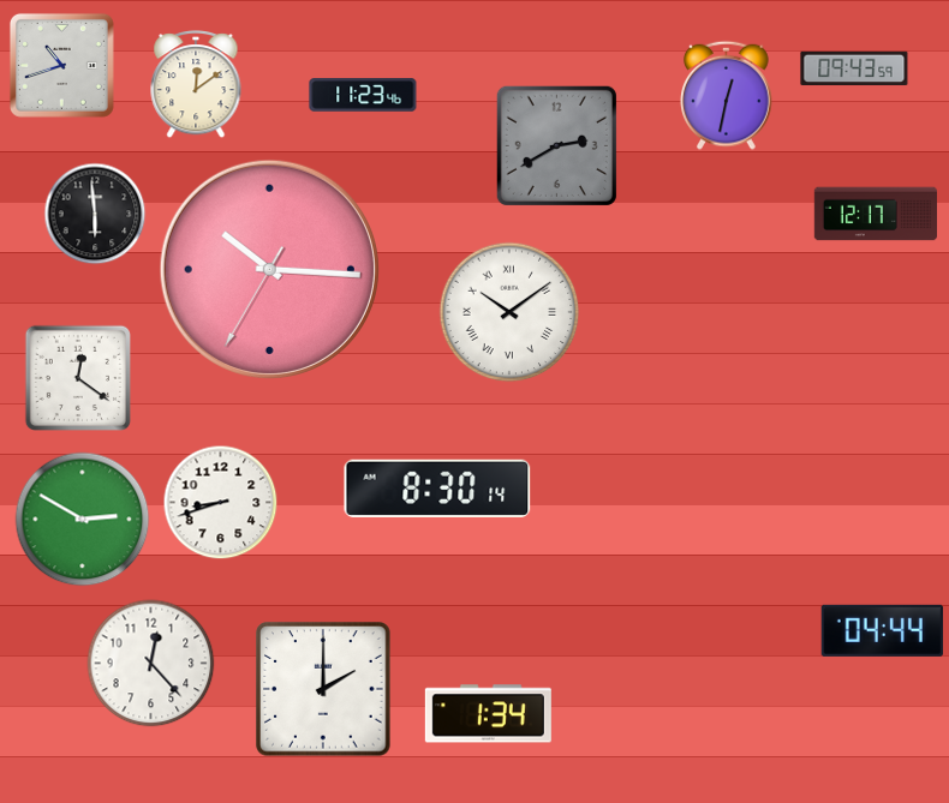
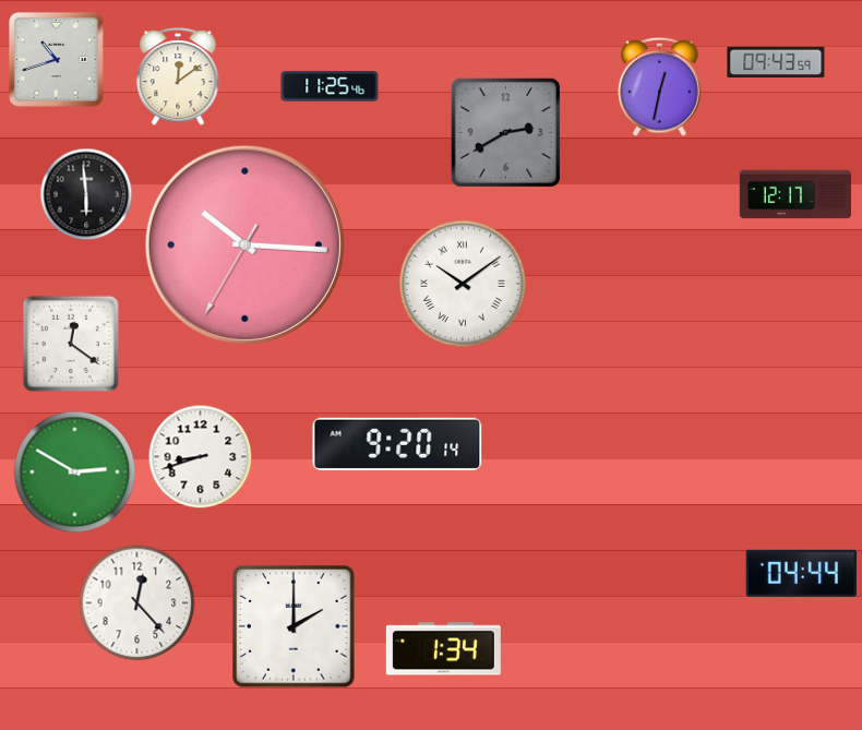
clock at (363, 95): 11:23 -> 11:25
clock at (437, 489): 8:30 -> 9:20
